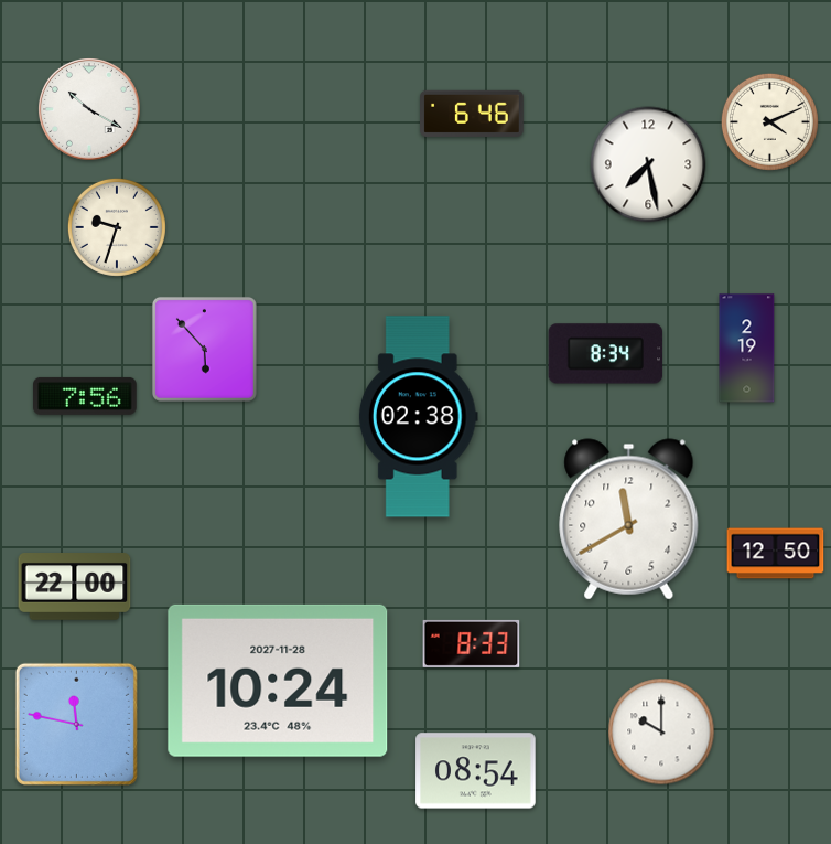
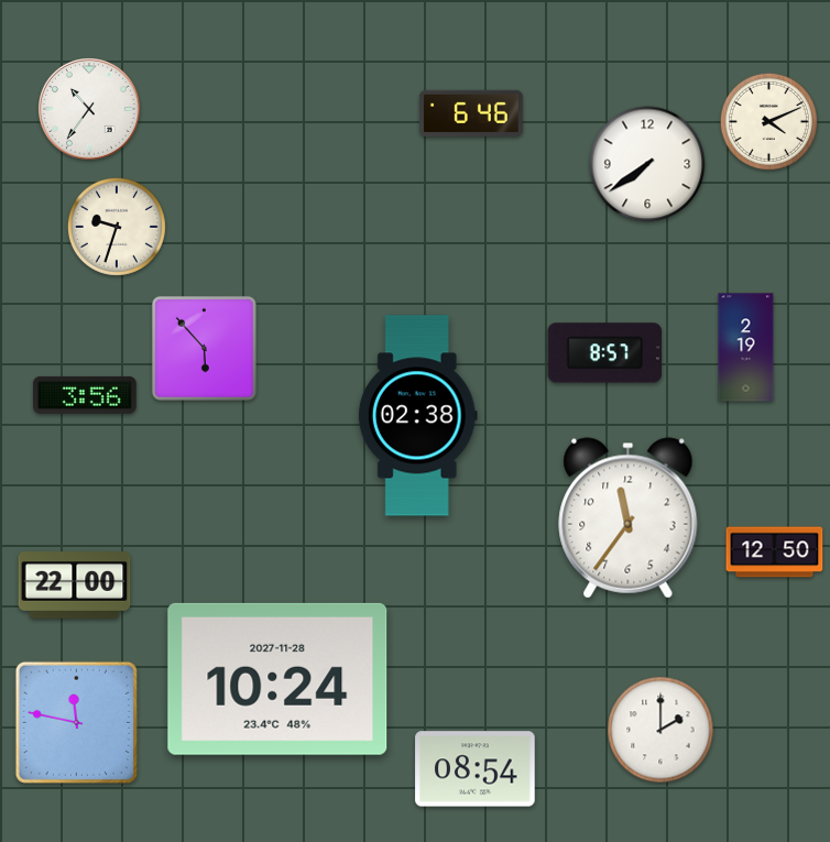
clock at (90, 110): 10:20 -> 10:36
clock at (648, 164): 7:28 -> 7:39
clock at (606, 354): 8:34 -> 8:57
clock at (86, 396): 7:56 -> 3:56
clock at (629, 520): 11:40 -> 11:36
clock at (472, 643): 8:33 -> none
clock at (661, 731): 10:00 -> 2:00
